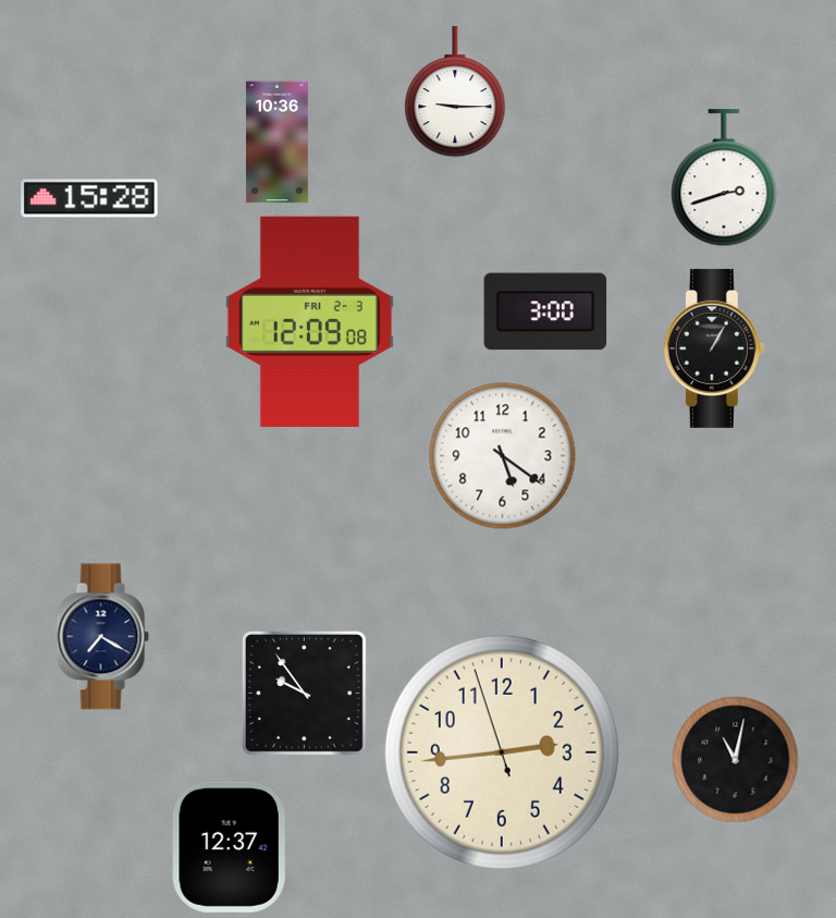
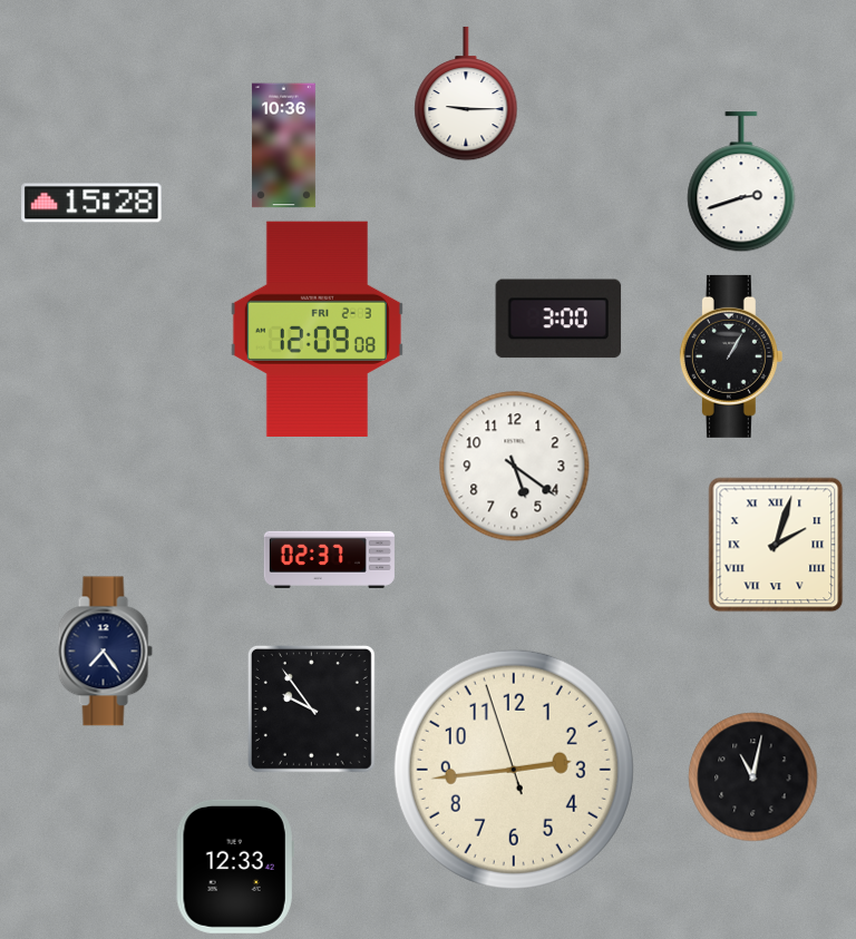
clock at (776, 545): none -> 2:03
clock at (329, 559): none -> 02:37
clock at (102, 637): 7:20 -> 7:24
clock at (230, 847): 12:37 -> 12:33
